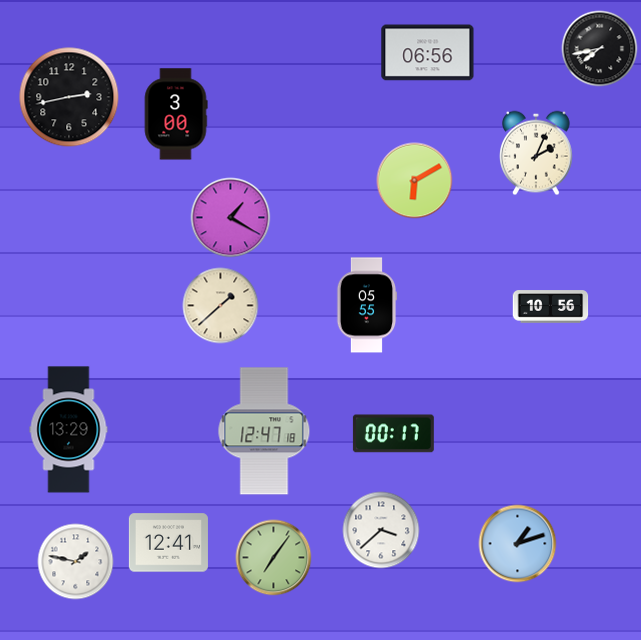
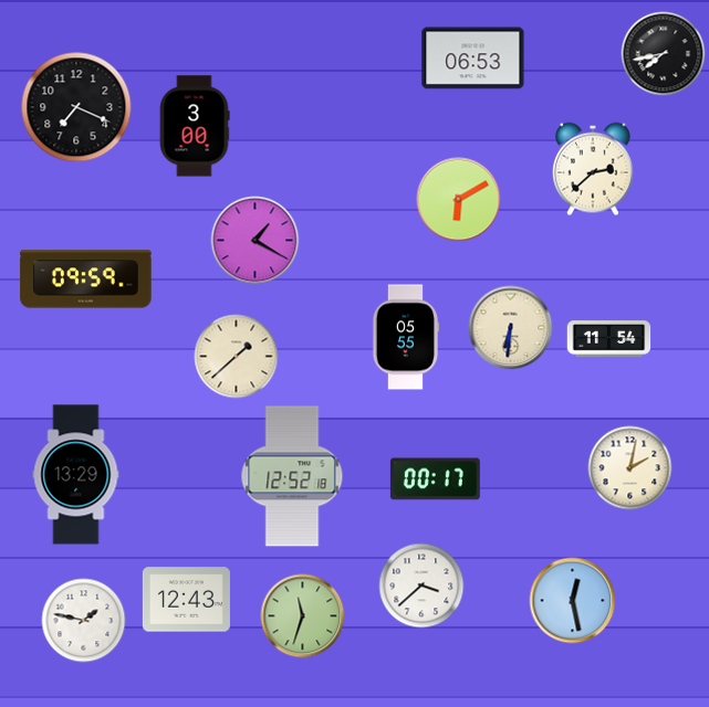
clock at (428, 53): 06:56 -> 06:53
clock at (69, 97): 2:43 -> 7:19
clock at (537, 153): 2:04 -> 2:38
clock at (86, 279): none -> 09:59
clock at (511, 328): none -> 6:31
clock at (221, 306) position: (221, 306) -> (237, 357)
clock at (551, 307): 10:56 -> 11:54
clock at (630, 468): none -> 2:02
clock at (264, 431): 12:47 -> 12:52
clock at (168, 543): 12:41 -> 12:43
clock at (518, 544): 1:12 -> 12:28
clock at (274, 558): 7:06 -> 11:33
